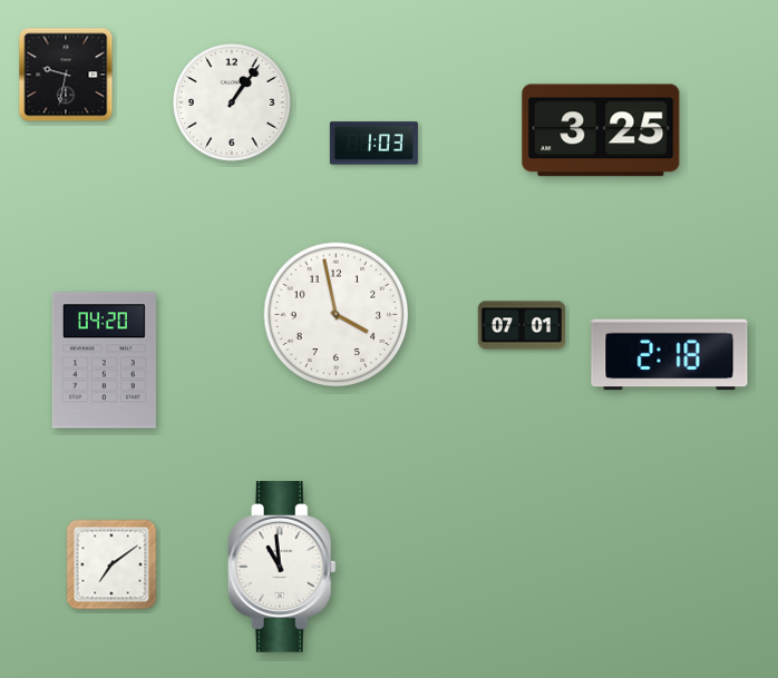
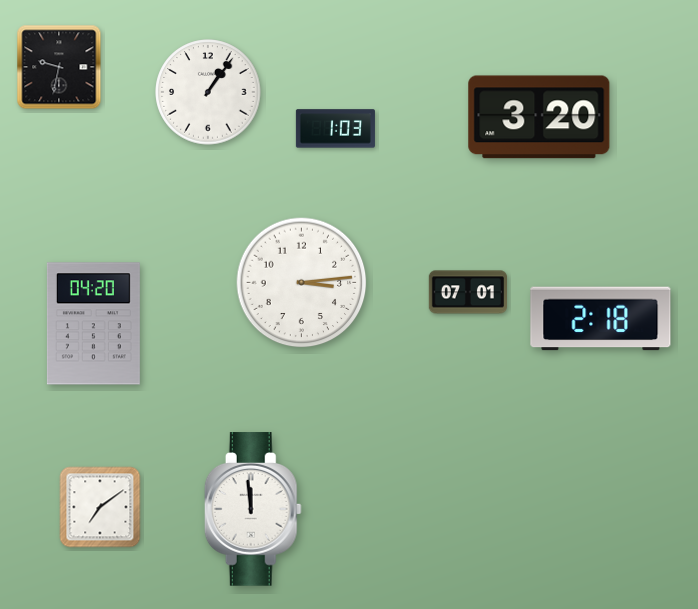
clock at (601, 130): 3:25 -> 3:20
clock at (337, 315): 3:58 -> 3:14
clock at (282, 567): 10:59 -> 11:59
